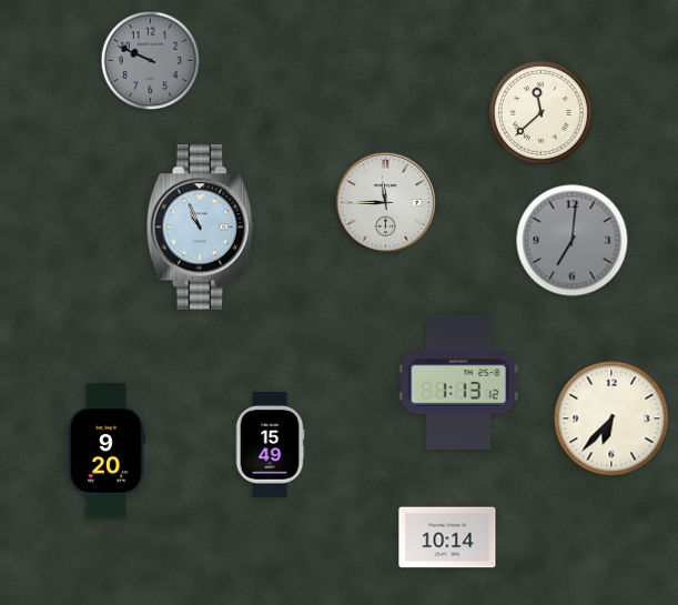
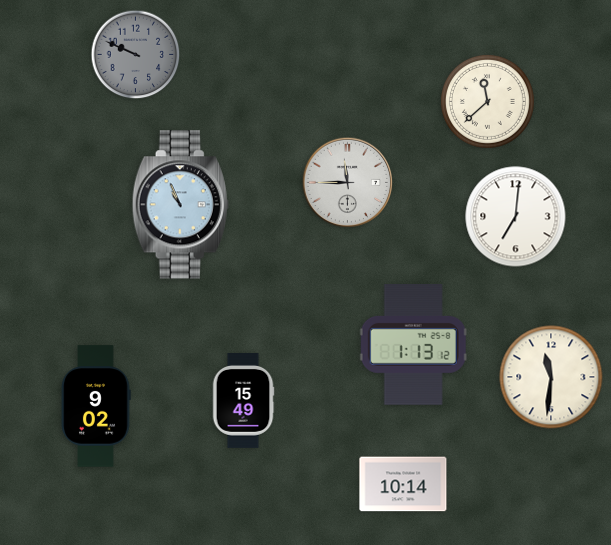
clock at (573, 241) dial: grey -> white
clock at (611, 419): 6:37 -> 11:31
clock at (107, 451): 9:20 -> 9:02
